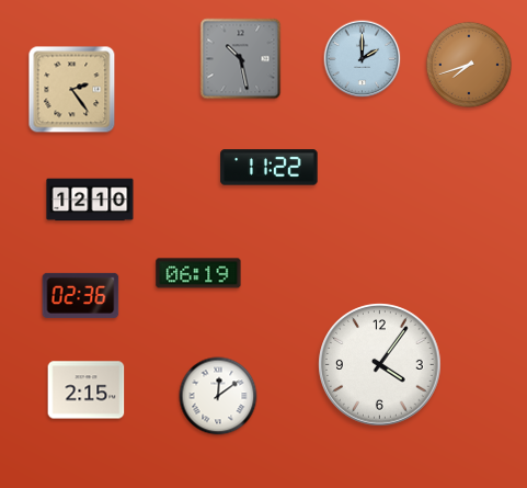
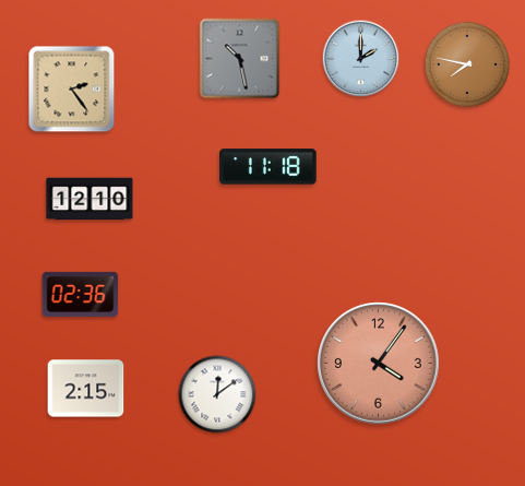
clock at (468, 64): 7:42 -> 7:47
clock at (270, 168): 11:22 -> 11:18
clock at (198, 273): 06:19 -> none
clock at (380, 365) dial: white -> salmon
